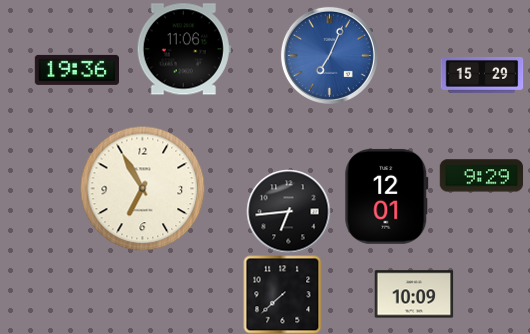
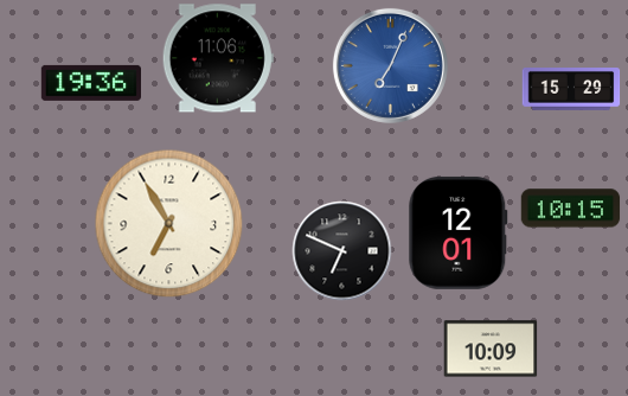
clock at (481, 176): 9:29 -> 10:15
clock at (288, 211): 6:44 -> 6:49
clock at (282, 294): 7:38 -> none
